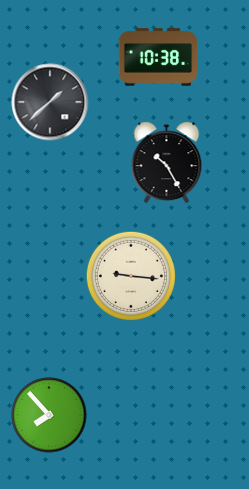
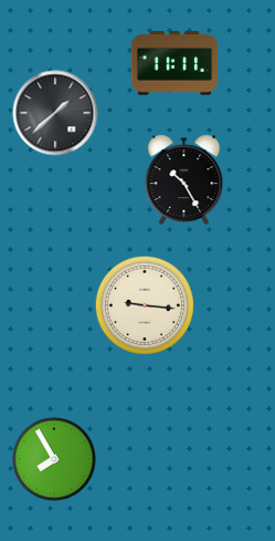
clock at (158, 57): 10:38 -> 11:11
clock at (49, 415): 7:53 -> 7:55
